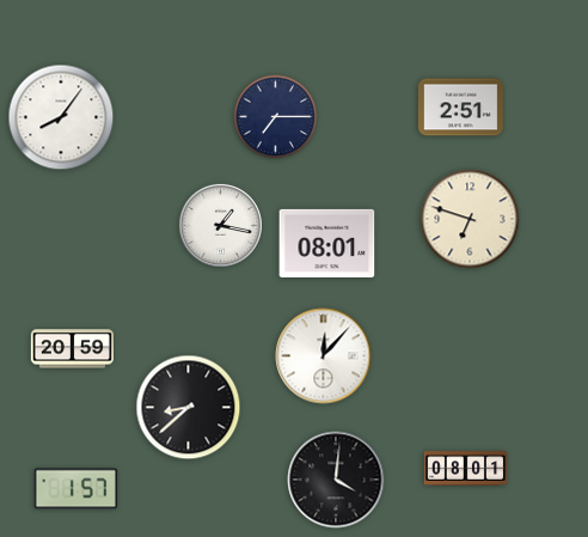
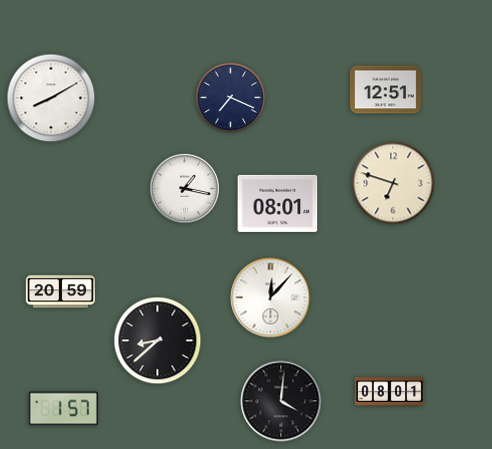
clock at (460, 108): 2:51 -> 12:51
clock at (61, 117): 8:06 -> 8:10
clock at (276, 117): 7:15 -> 7:19
clock at (327, 243) position: (327, 243) -> (278, 203)
